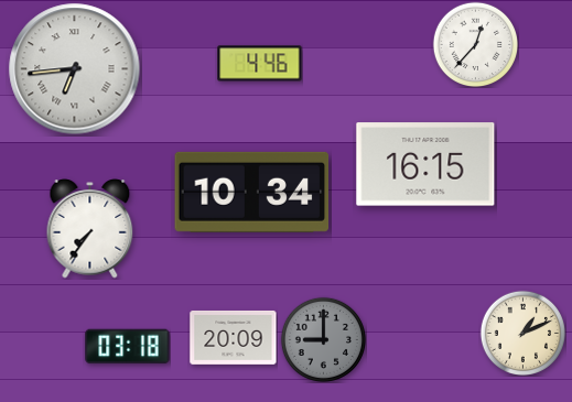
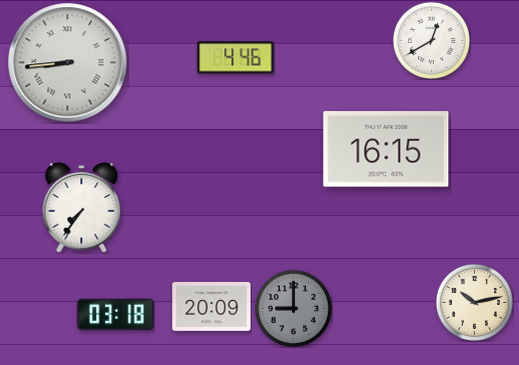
clock at (475, 44): 12:37 -> 12:40
clock at (75, 69): 6:44 -> 8:44
clock at (252, 192): 10:34 -> none
clock at (522, 333): 1:11 -> 10:13
